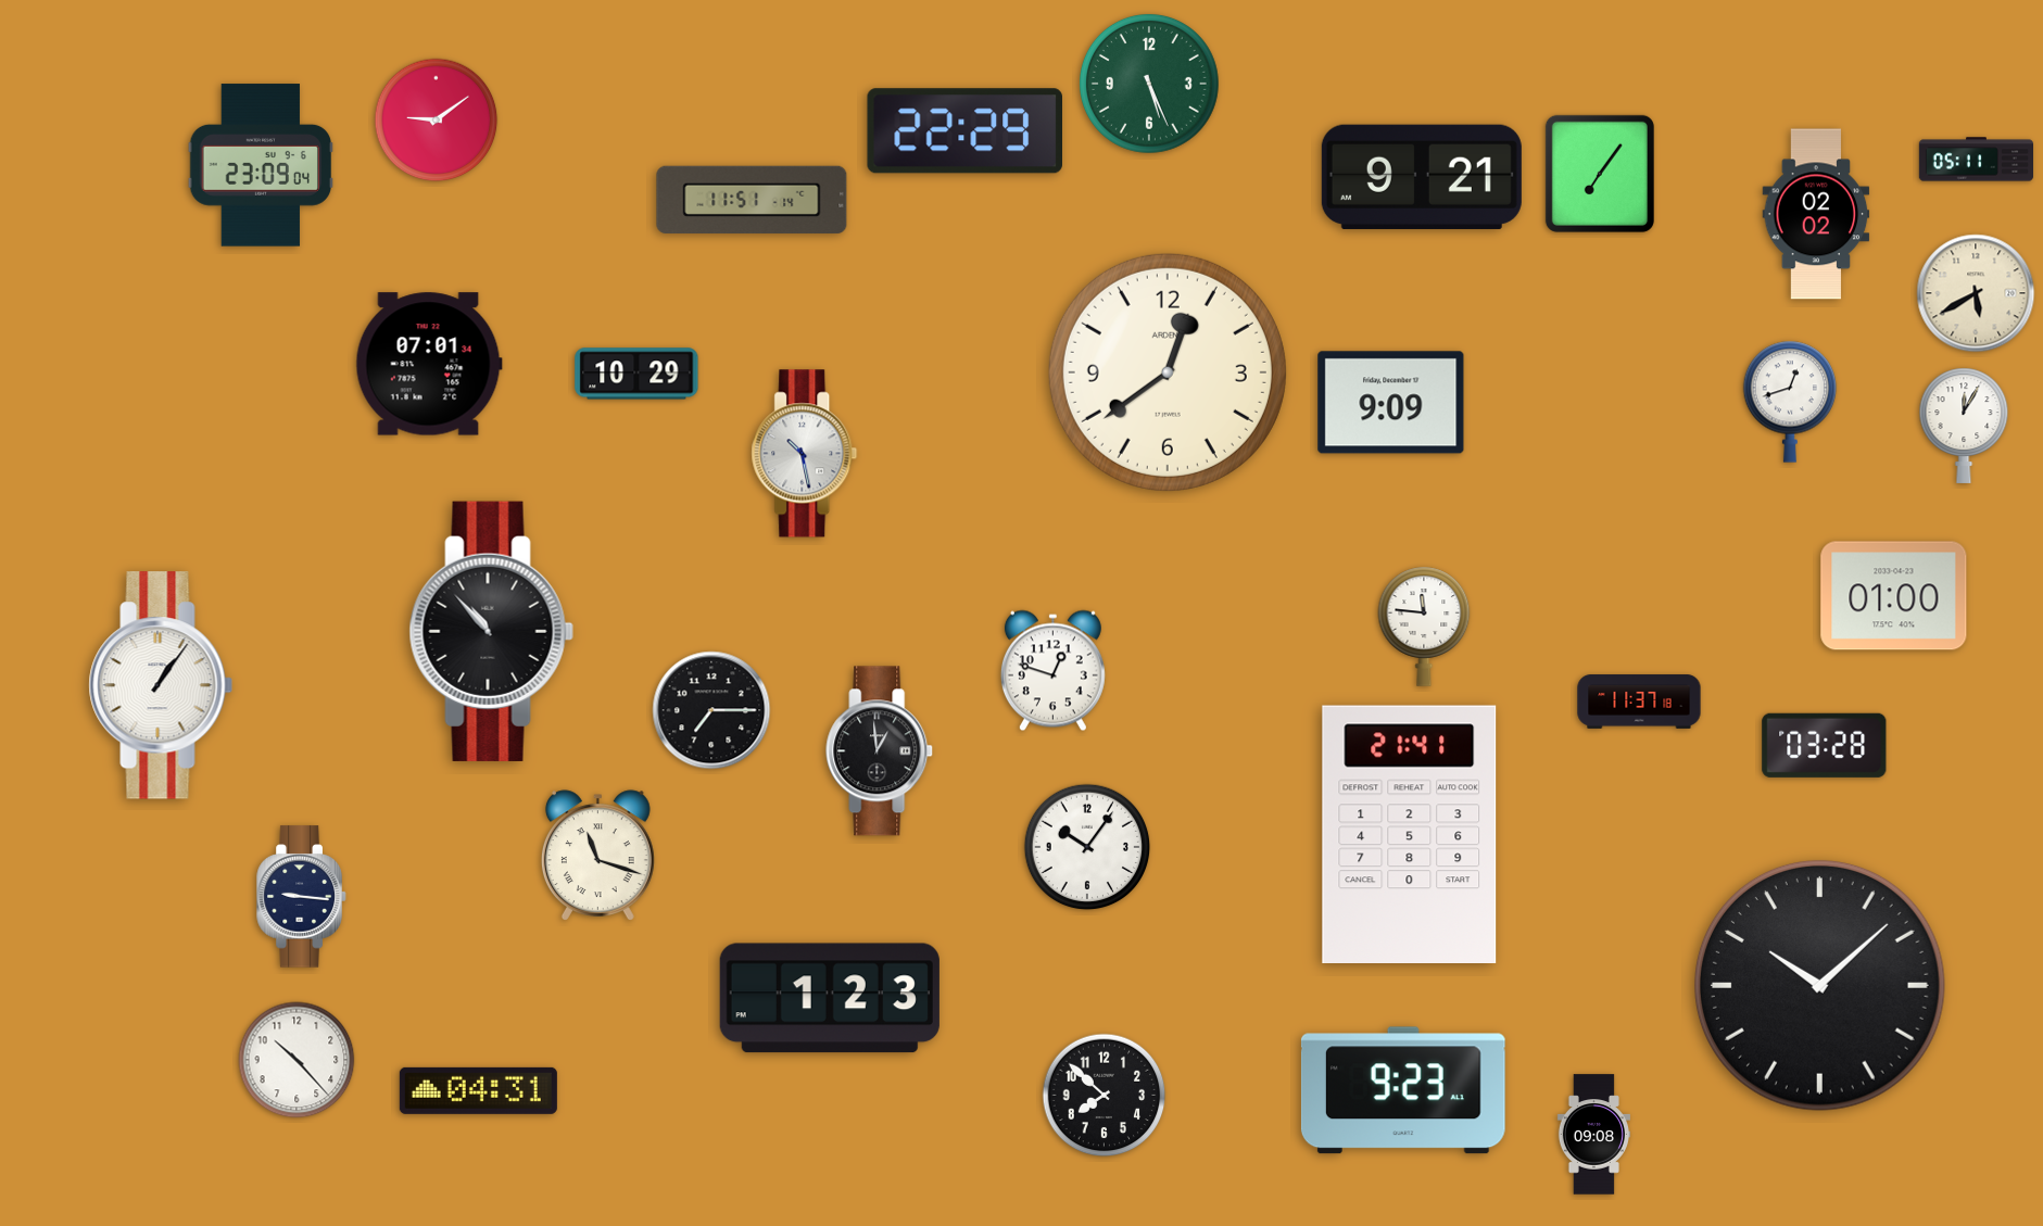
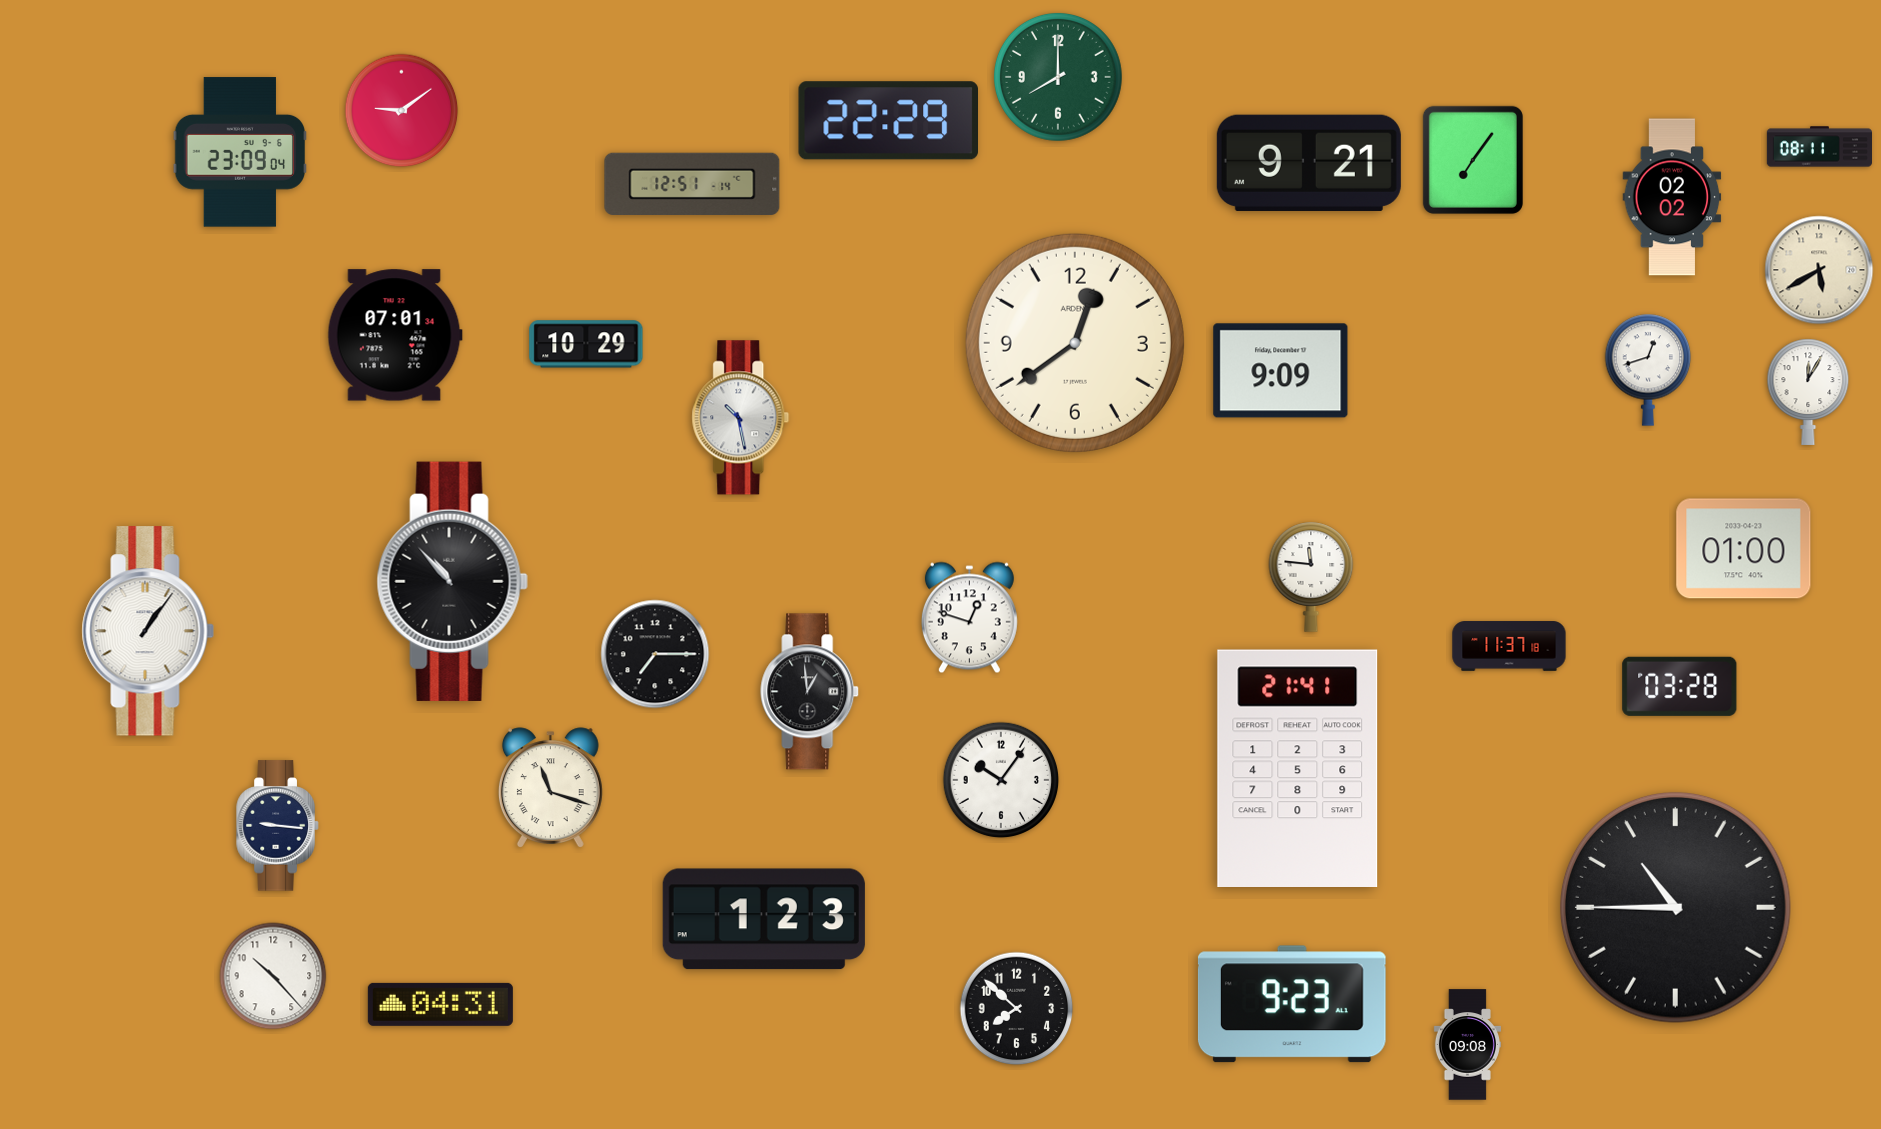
clock at (1149, 84): 5:26 -> 8:00
clock at (1976, 160): 05:11 -> 08:11
clock at (752, 200): 11:51 -> 12:51
clock at (1819, 985): 10:08 -> 10:45
